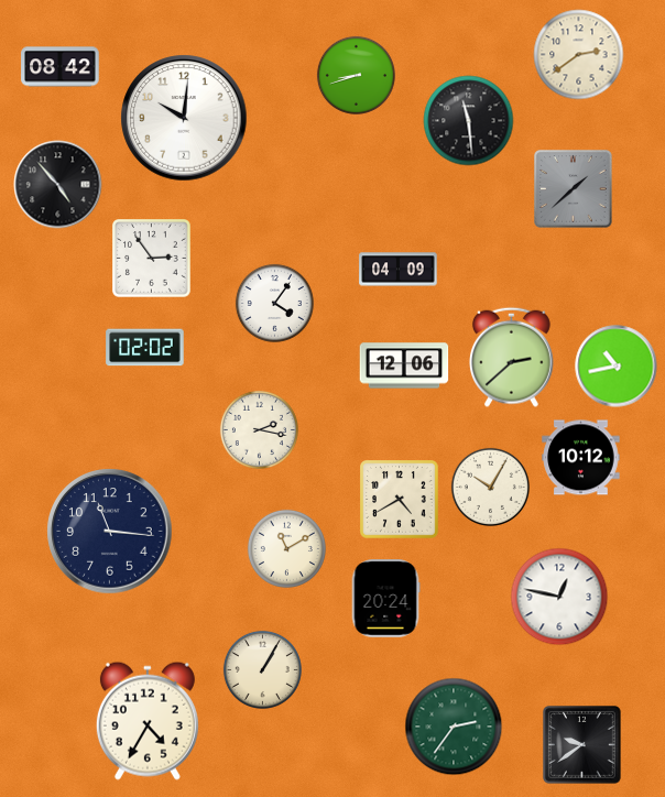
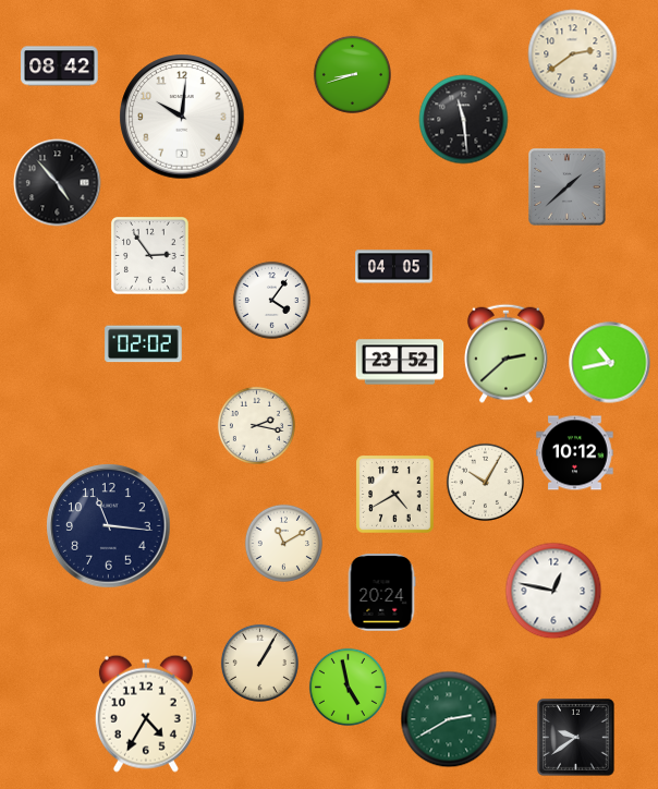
clock at (399, 270): 04:09 -> 04:05
clock at (404, 365): 12:06 -> 23:52
clock at (348, 687): none -> 4:58
clock at (454, 727): 2:36 -> 2:40
